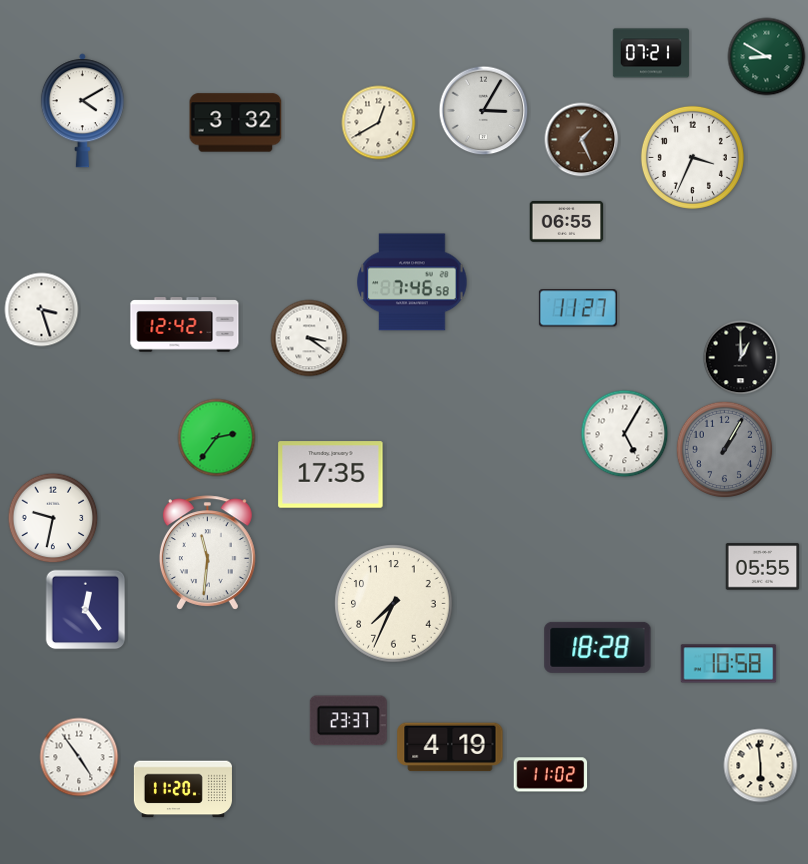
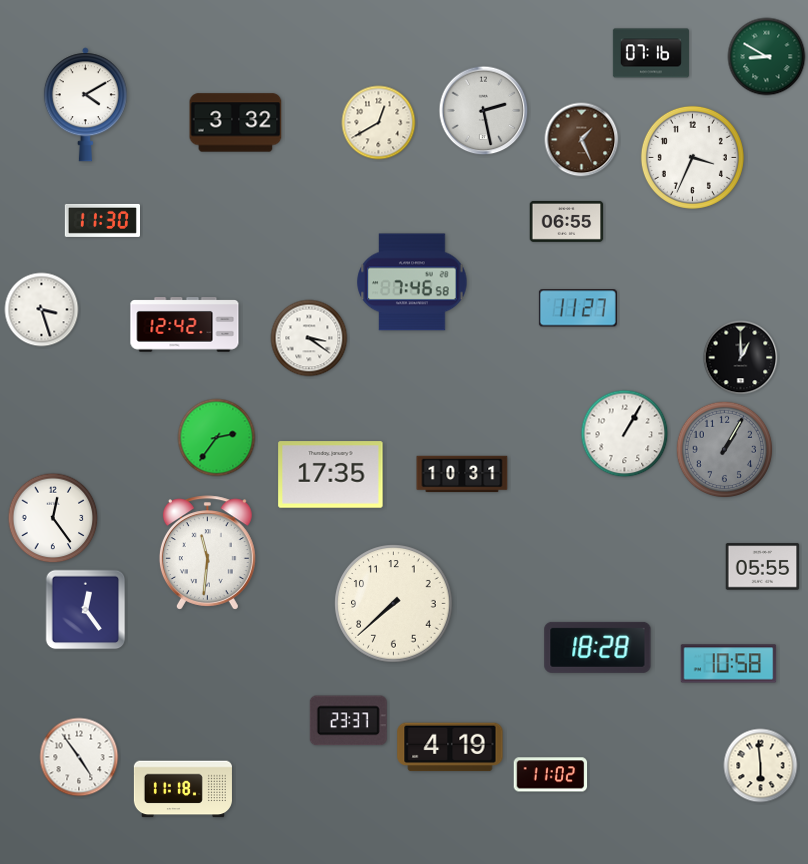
clock at (651, 53): 07:21 -> 07:16
clock at (82, 111) position: (82, 111) -> (85, 105)
clock at (484, 111): 3:05 -> 2:28
clock at (102, 220): none -> 11:30
clock at (625, 434): 5:05 -> 1:05
clock at (462, 474): none -> 10:31
clock at (53, 518): 9:32 -> 12:24
clock at (394, 604): 7:34 -> 7:38
clock at (183, 789): 11:20 -> 11:18
